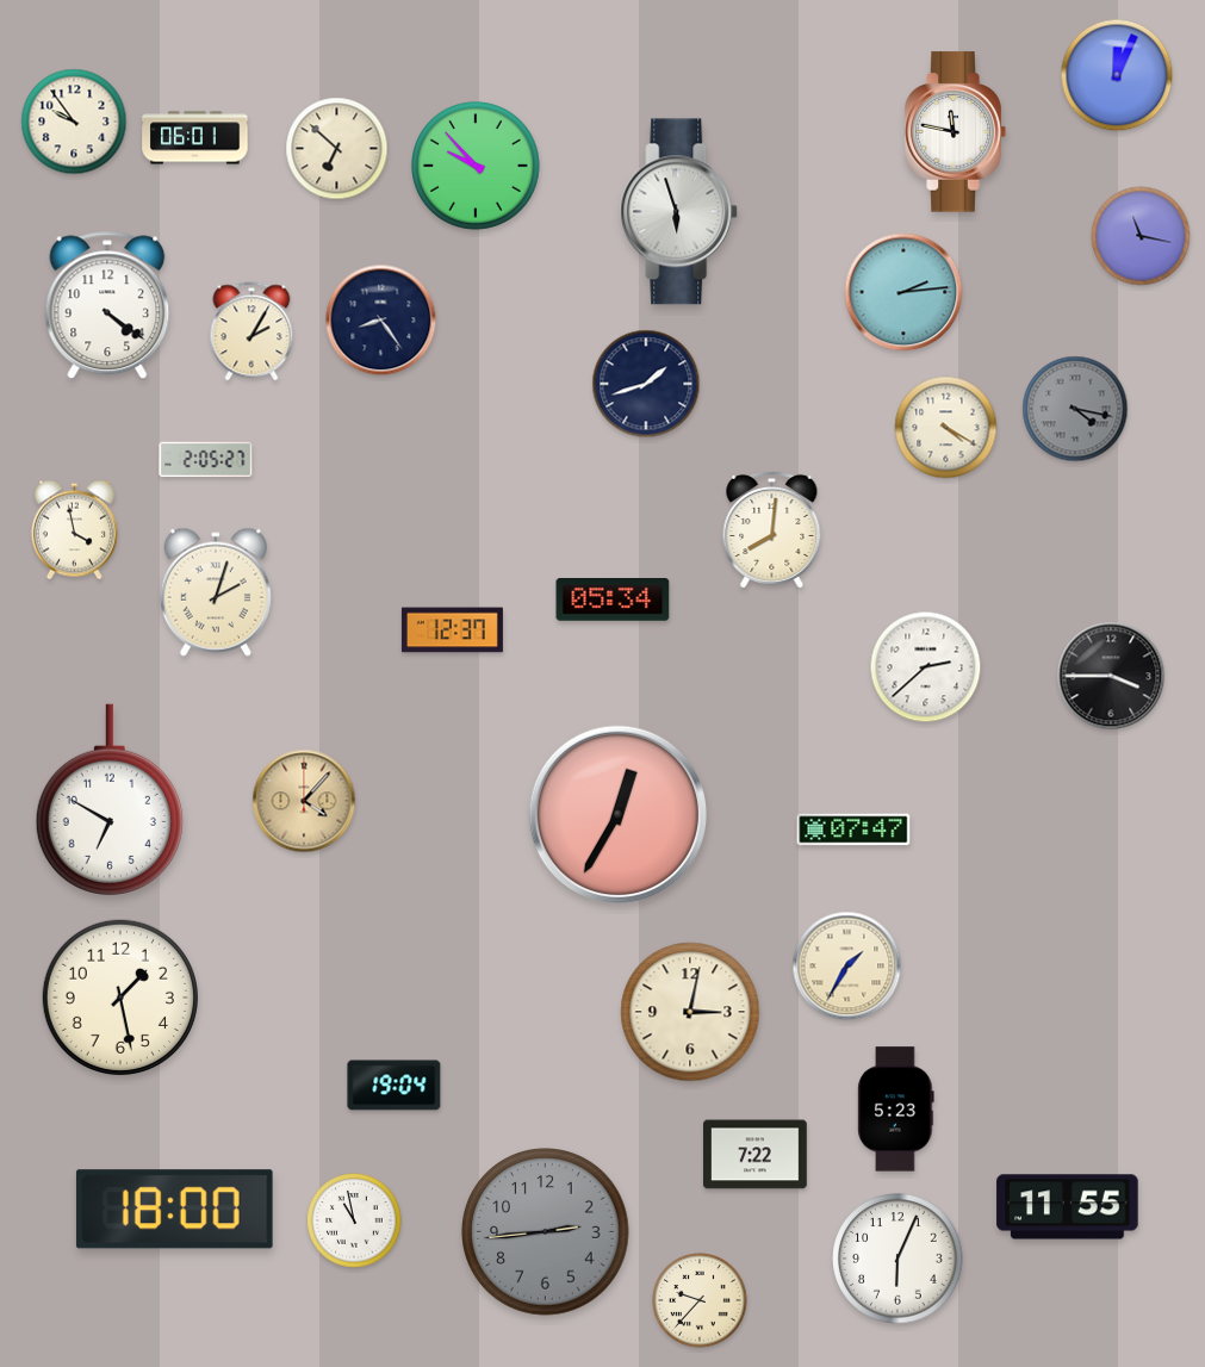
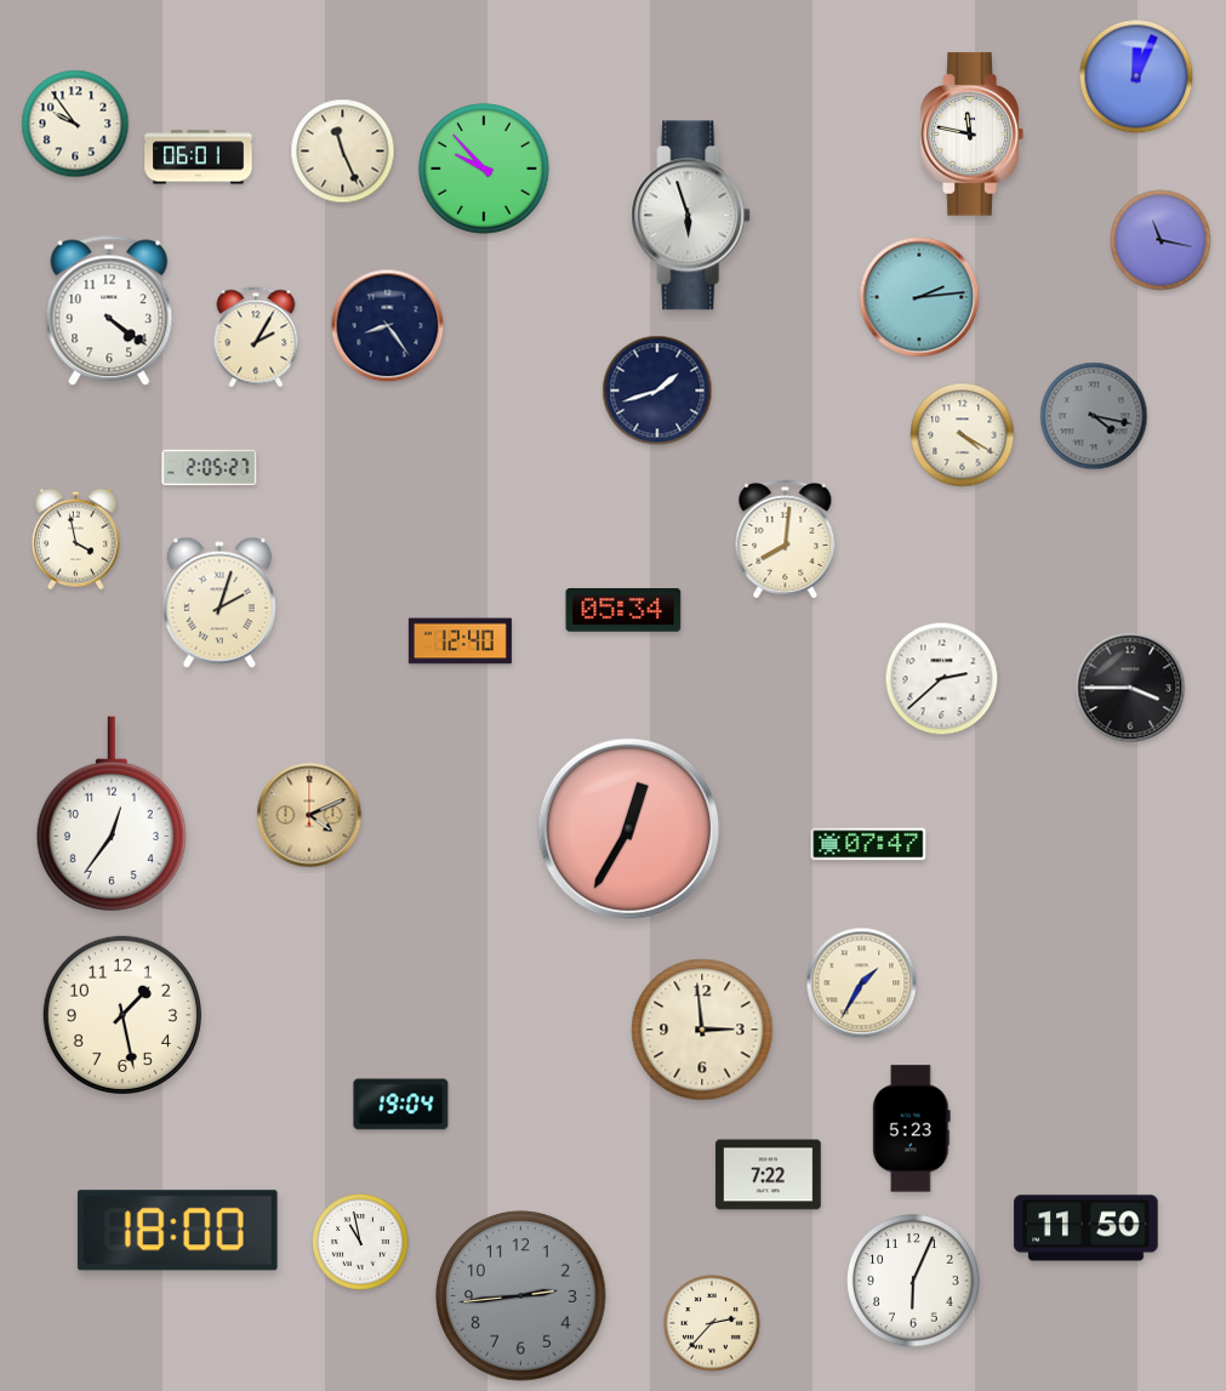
clock at (195, 138) position: (195, 138) -> (199, 158)
clock at (337, 149): 6:52 -> 11:26
clock at (452, 630): 12:37 -> 12:40
clock at (110, 800): 6:50 -> 12:36
clock at (304, 801): 4:07 -> 4:11
clock at (690, 1012): 3:02 -> 2:59
clock at (1068, 1207): 11:55 -> 11:50
clock at (546, 1232) position: (546, 1232) -> (521, 1296)
clock at (700, 1300): 9:37 -> 2:37
